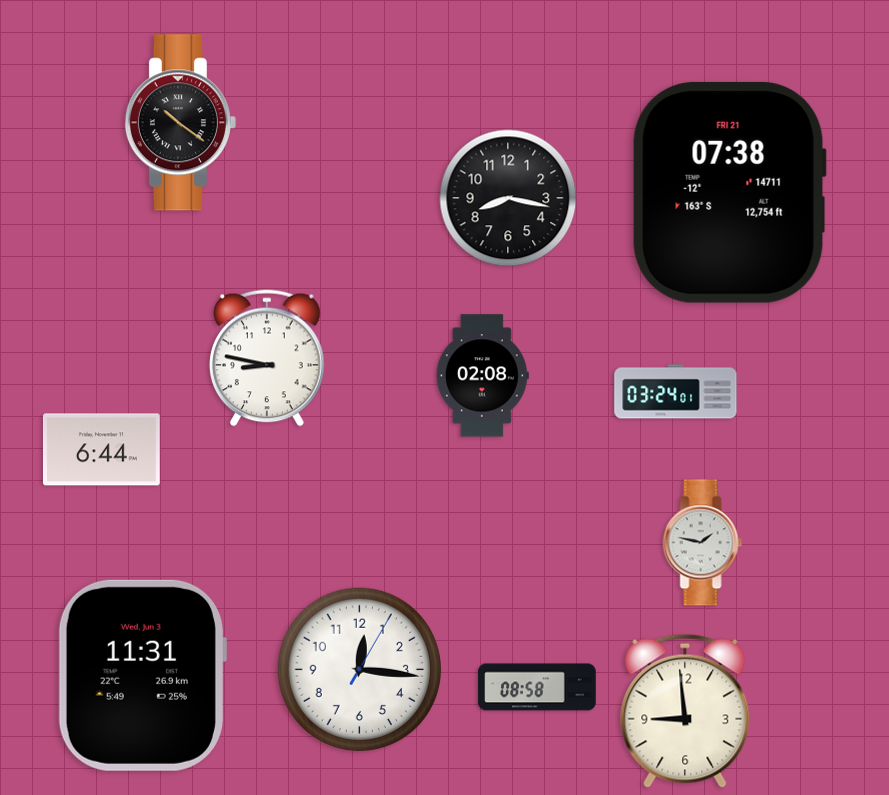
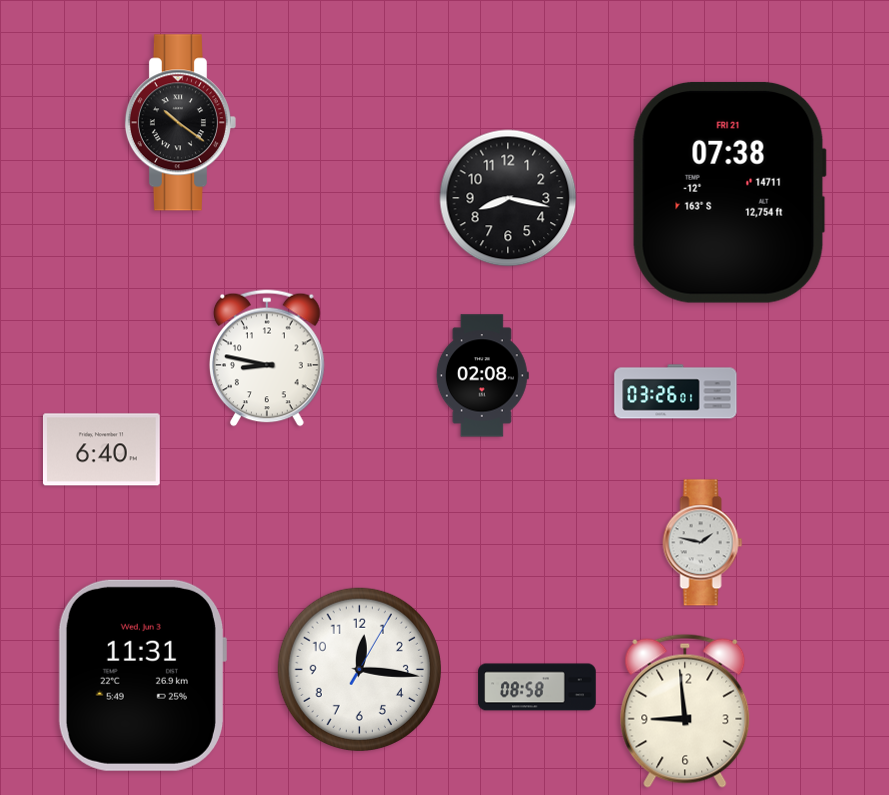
clock at (676, 392): 03:24 -> 03:26
clock at (102, 450): 6:44 -> 6:40
